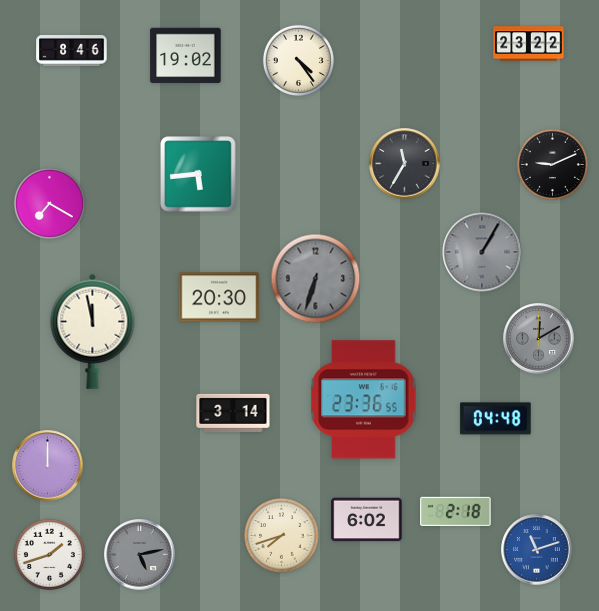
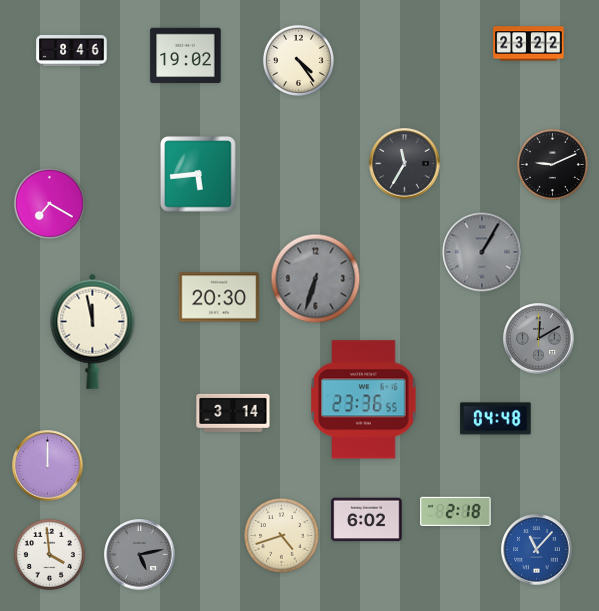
clock at (282, 536): 7:42 -> 4:42
clock at (537, 550): 11:12 -> 11:07
clock at (49, 554): 1:42 -> 3:59
